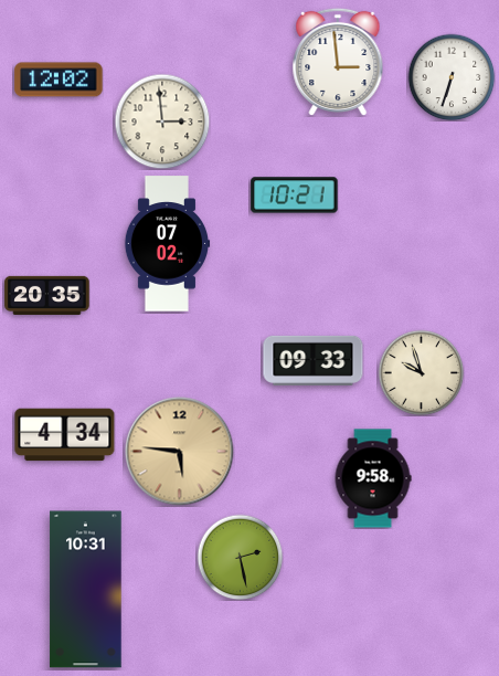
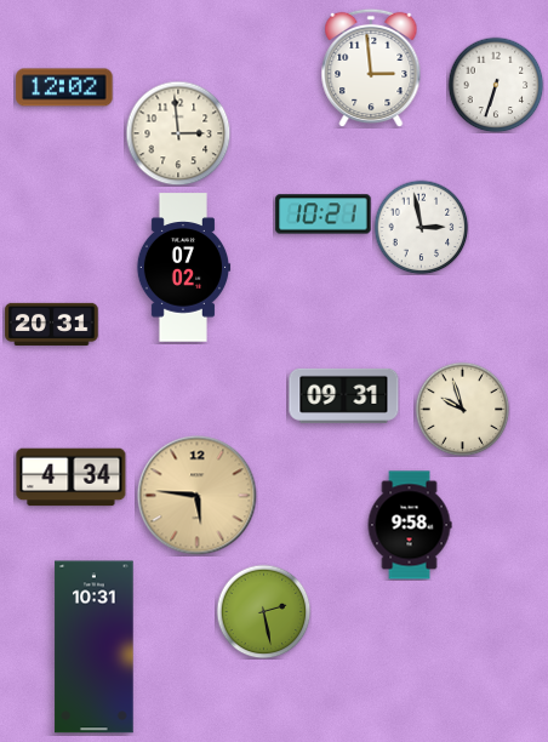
clock at (421, 227): none -> 2:58
clock at (47, 295): 20:35 -> 20:31
clock at (314, 360): 09:33 -> 09:31
